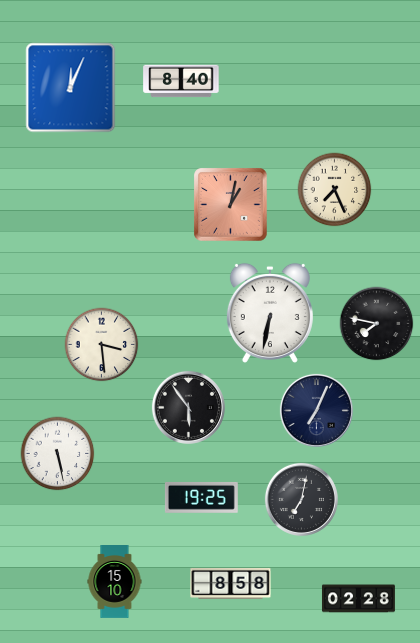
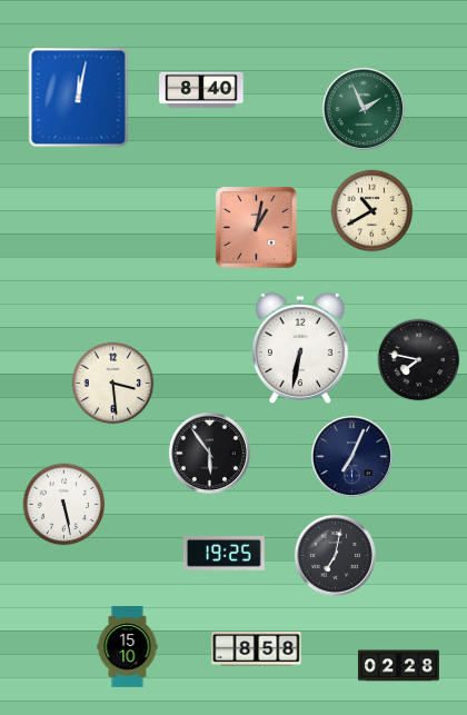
clock at (71, 88): 12:04 -> 12:02
clock at (364, 109): none -> 1:56
clock at (335, 190): 7:26 -> 10:40
